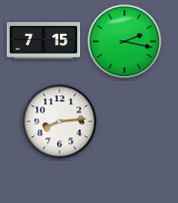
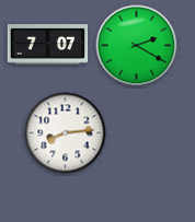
clock at (44, 41): 7:15 -> 7:07
clock at (125, 42): 2:17 -> 2:20
